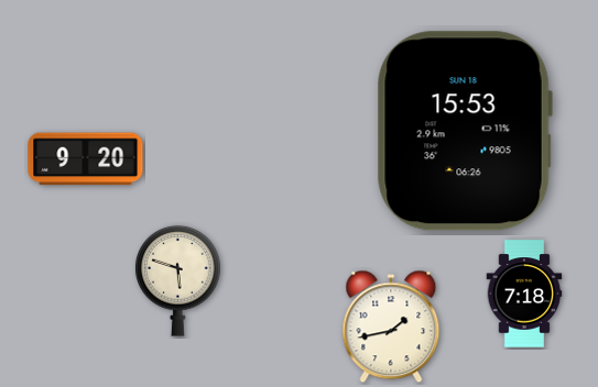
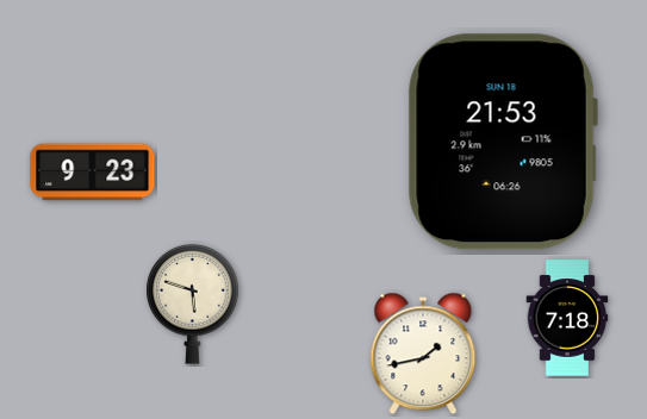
clock at (465, 131): 15:53 -> 21:53
clock at (86, 159): 9:20 -> 9:23
